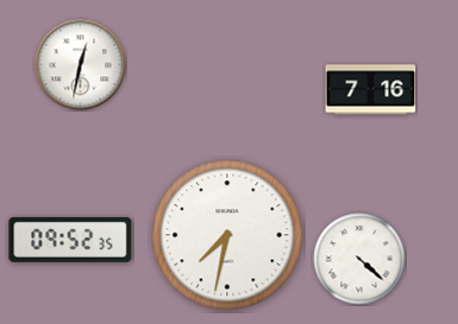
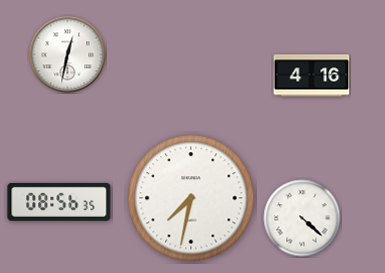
clock at (371, 90): 7:16 -> 4:16
clock at (70, 240): 09:52 -> 08:56
